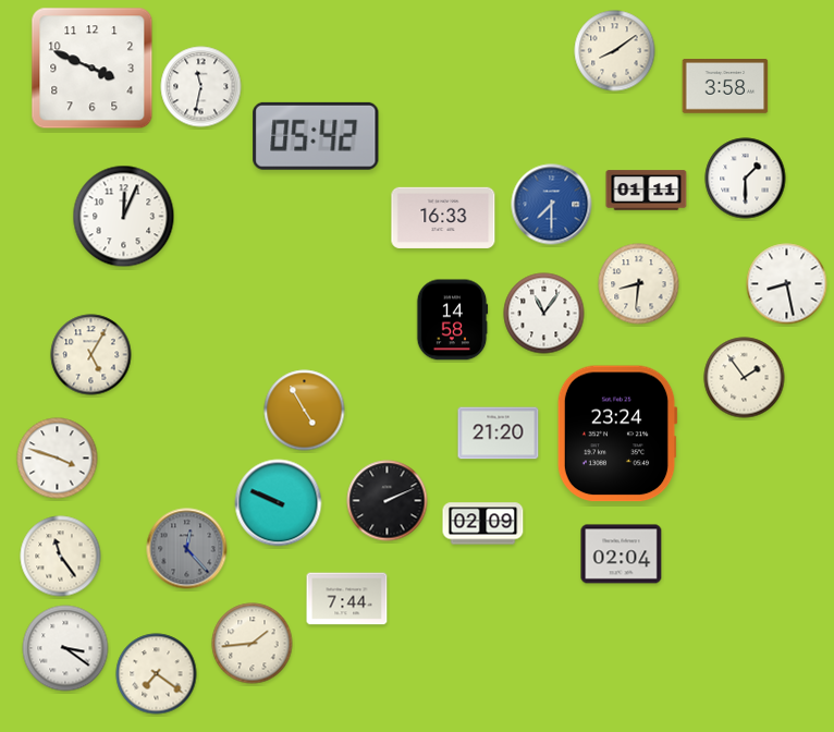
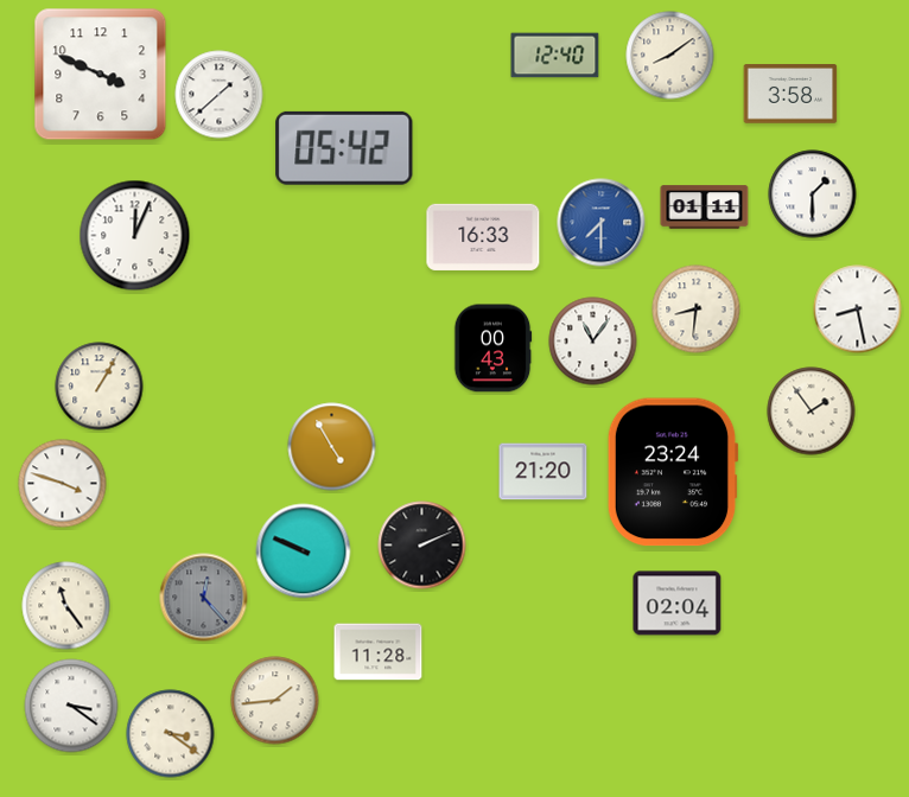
clock at (555, 56): none -> 12:40
clock at (201, 87): 11:32 -> 1:38
clock at (452, 320): 14:58 -> 00:43
clock at (91, 355): 5:05 -> 1:05
clock at (58, 459) position: (58, 459) -> (63, 484)
clock at (279, 503) position: (279, 503) -> (304, 551)
clock at (483, 524): 02:09 -> none
clock at (347, 599): 7:44 -> 11:28
clock at (157, 674): 7:21 -> 3:21
